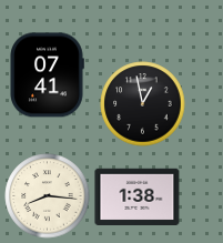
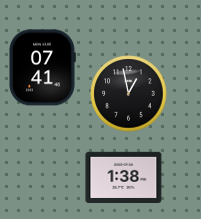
clock at (48, 196): 8:16 -> none
